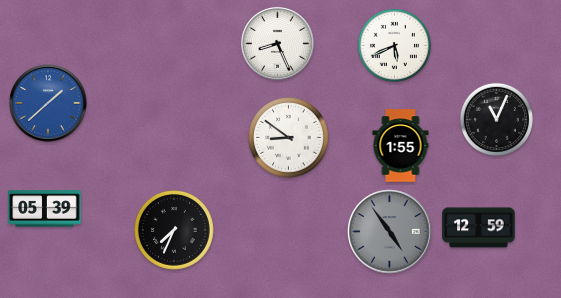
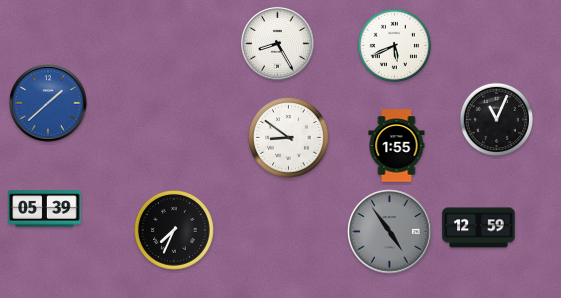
clock at (278, 44): 8:26 -> 8:25
clock at (401, 146) position: (401, 146) -> (397, 146)
